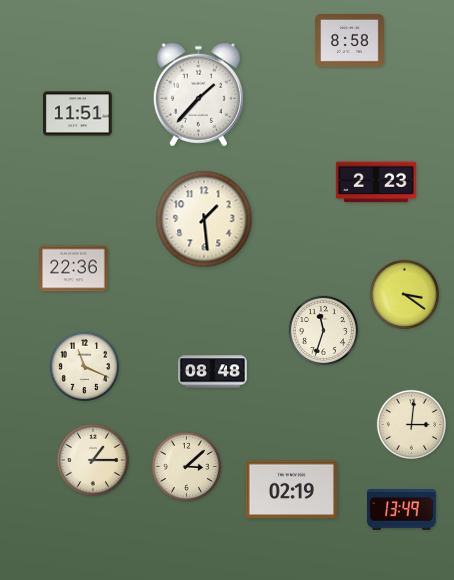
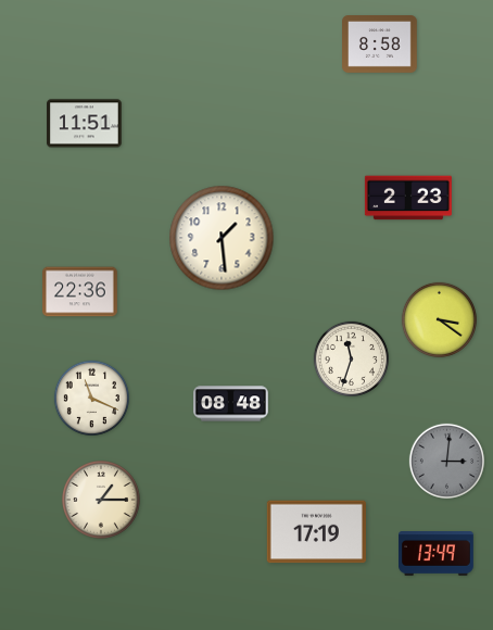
clock at (198, 95): 1:37 -> none
clock at (411, 424) dial: cream -> grey
clock at (186, 466): 3:08 -> none
clock at (291, 490): 02:19 -> 17:19
